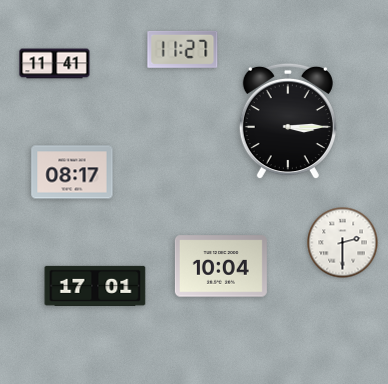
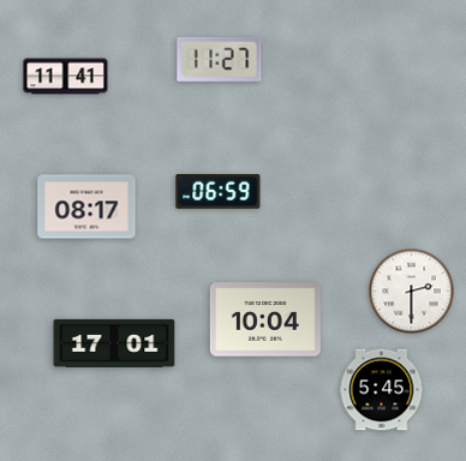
clock at (288, 121): 3:15 -> none
clock at (219, 192): none -> 06:59
clock at (382, 390): none -> 5:45
